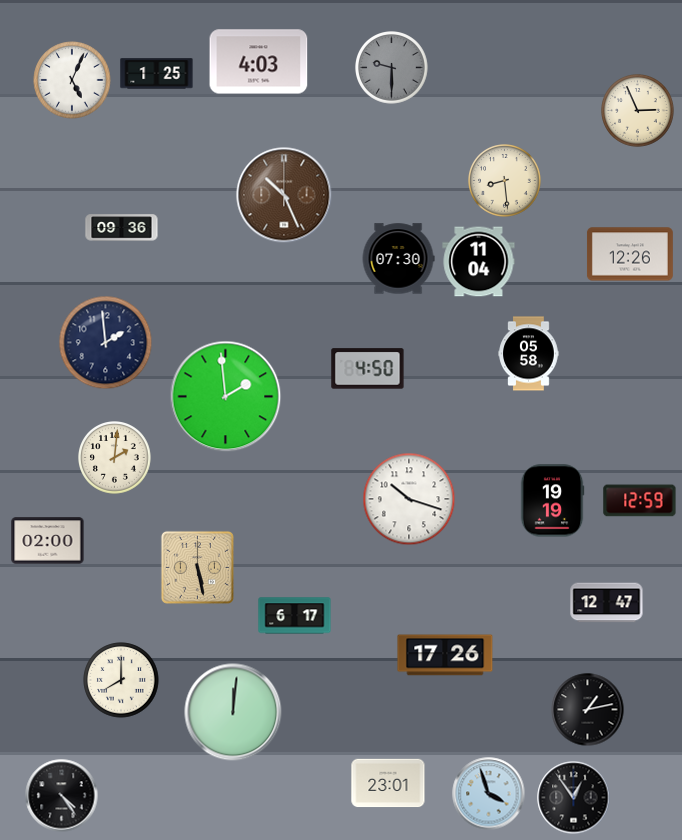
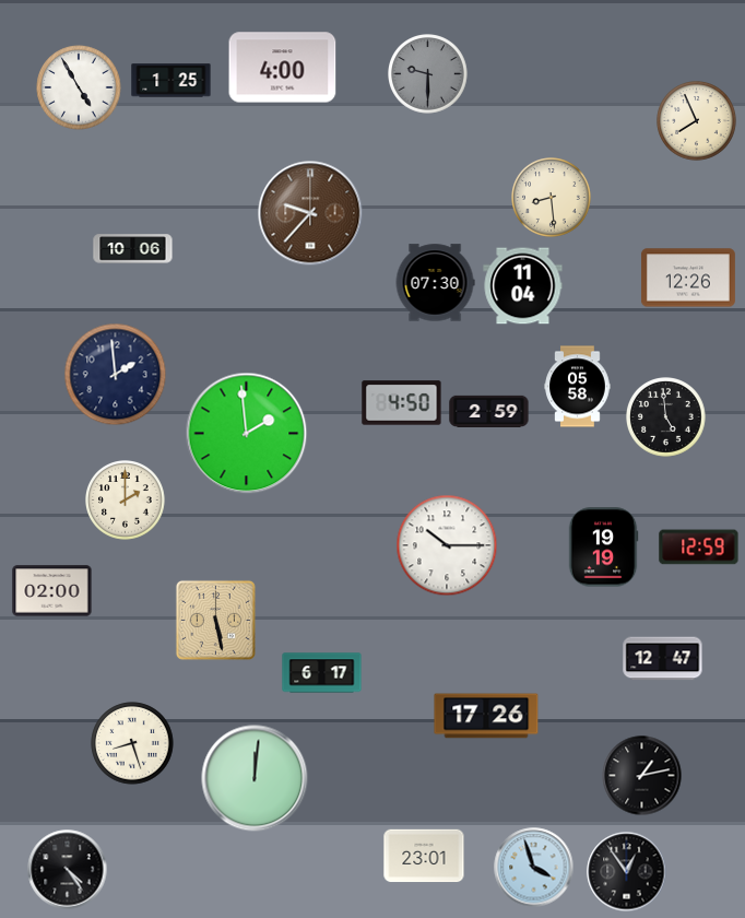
clock at (259, 62): 4:03 -> 4:00
clock at (72, 80): 5:04 -> 4:55
clock at (638, 111): 2:56 -> 7:56
clock at (284, 195): 10:26 -> 9:37
clock at (122, 228): 09:36 -> 10:06
clock at (489, 411): none -> 2:59
clock at (666, 417): none -> 4:59
clock at (115, 458): 2:01 -> 2:00
clock at (409, 499): 10:18 -> 10:15
clock at (121, 680): 8:00 -> 8:27
